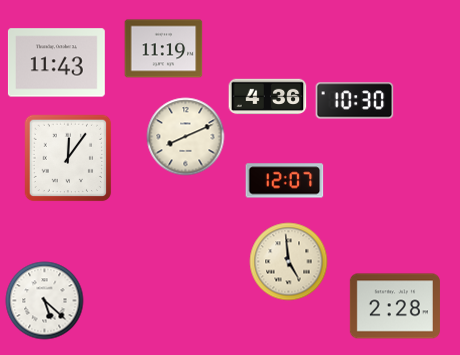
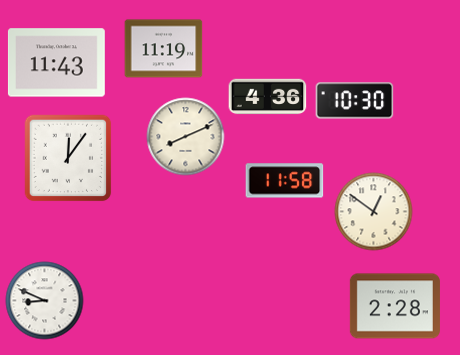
clock at (284, 181): 12:07 -> 11:58
clock at (373, 211): none -> 12:51
clock at (288, 261): 4:59 -> none
clock at (44, 300): 5:22 -> 8:49
